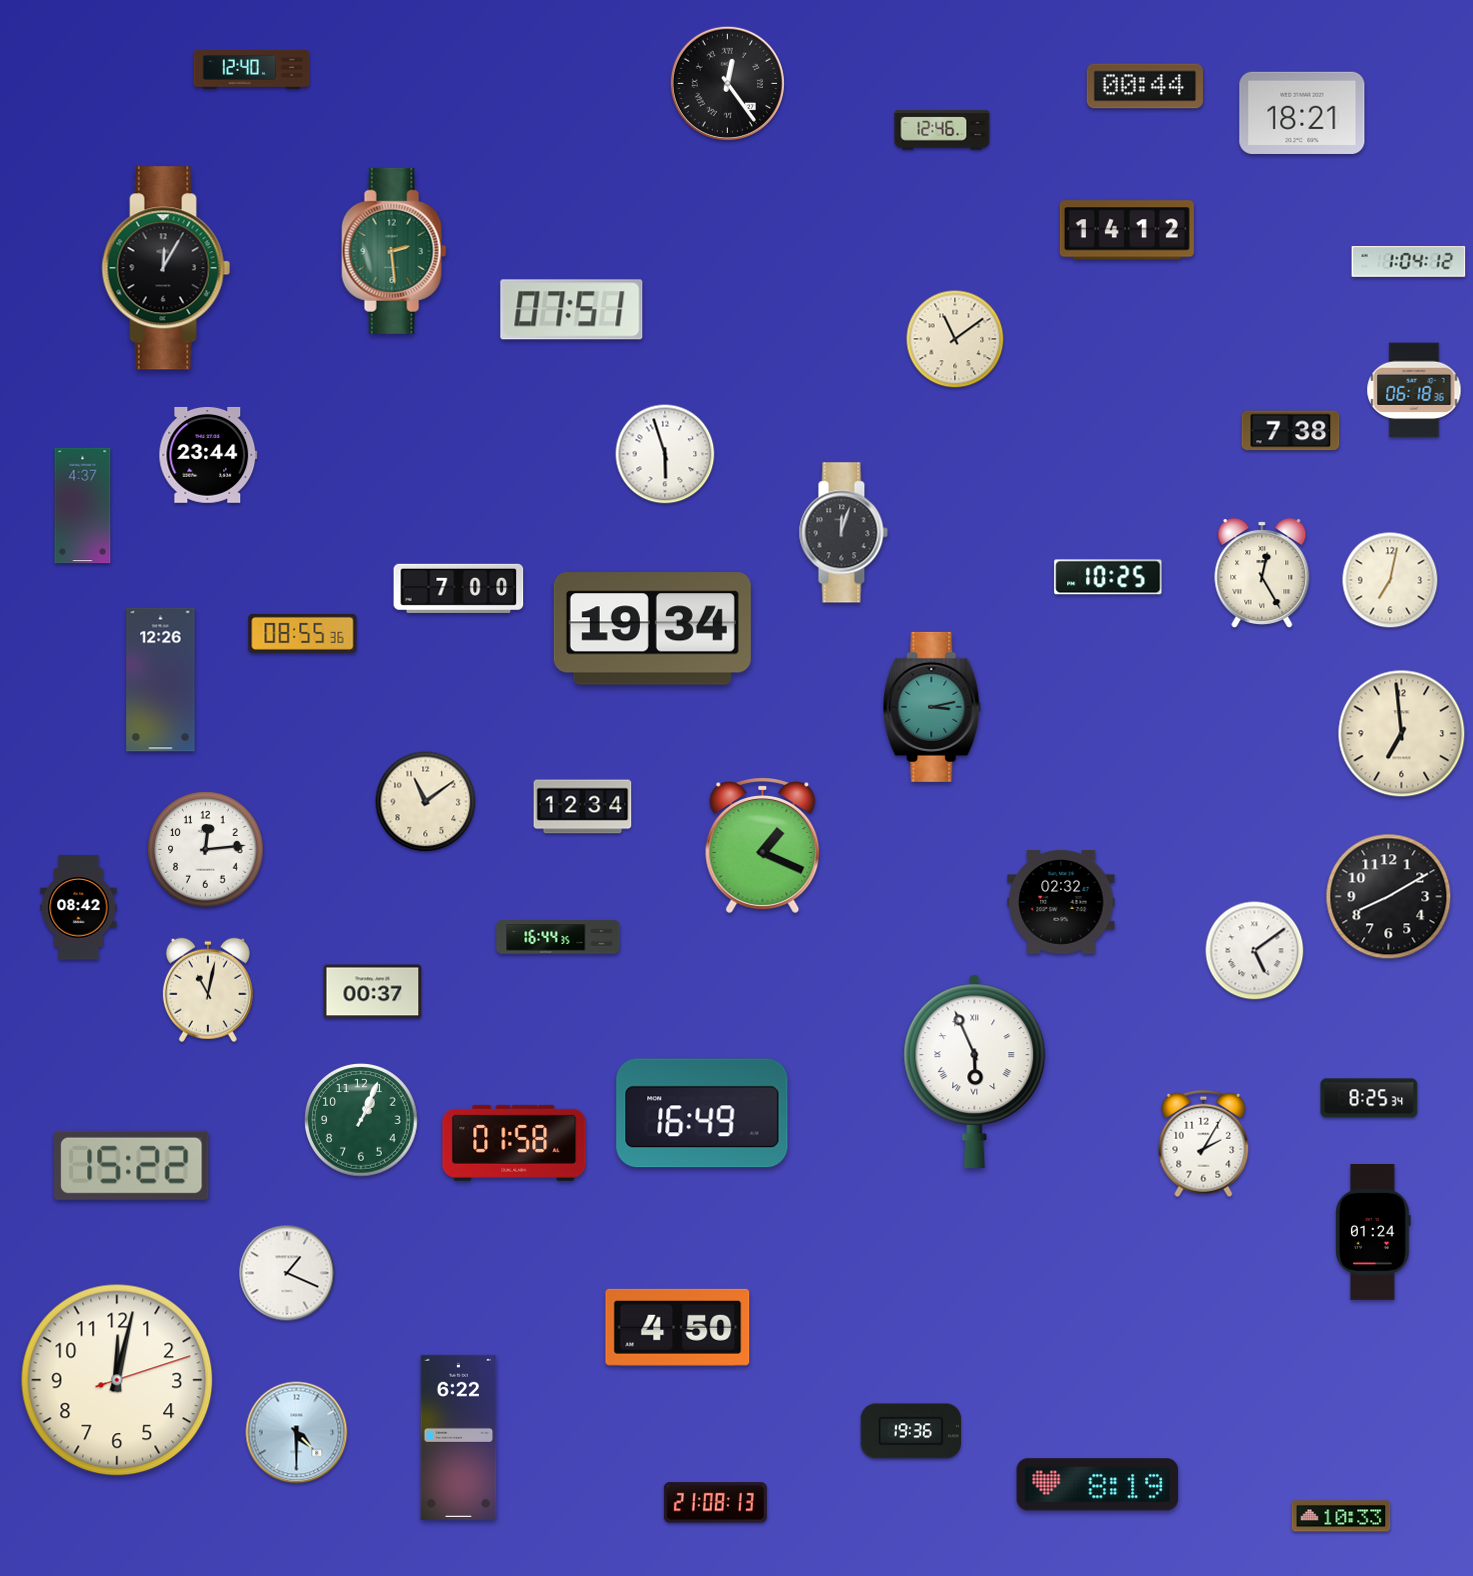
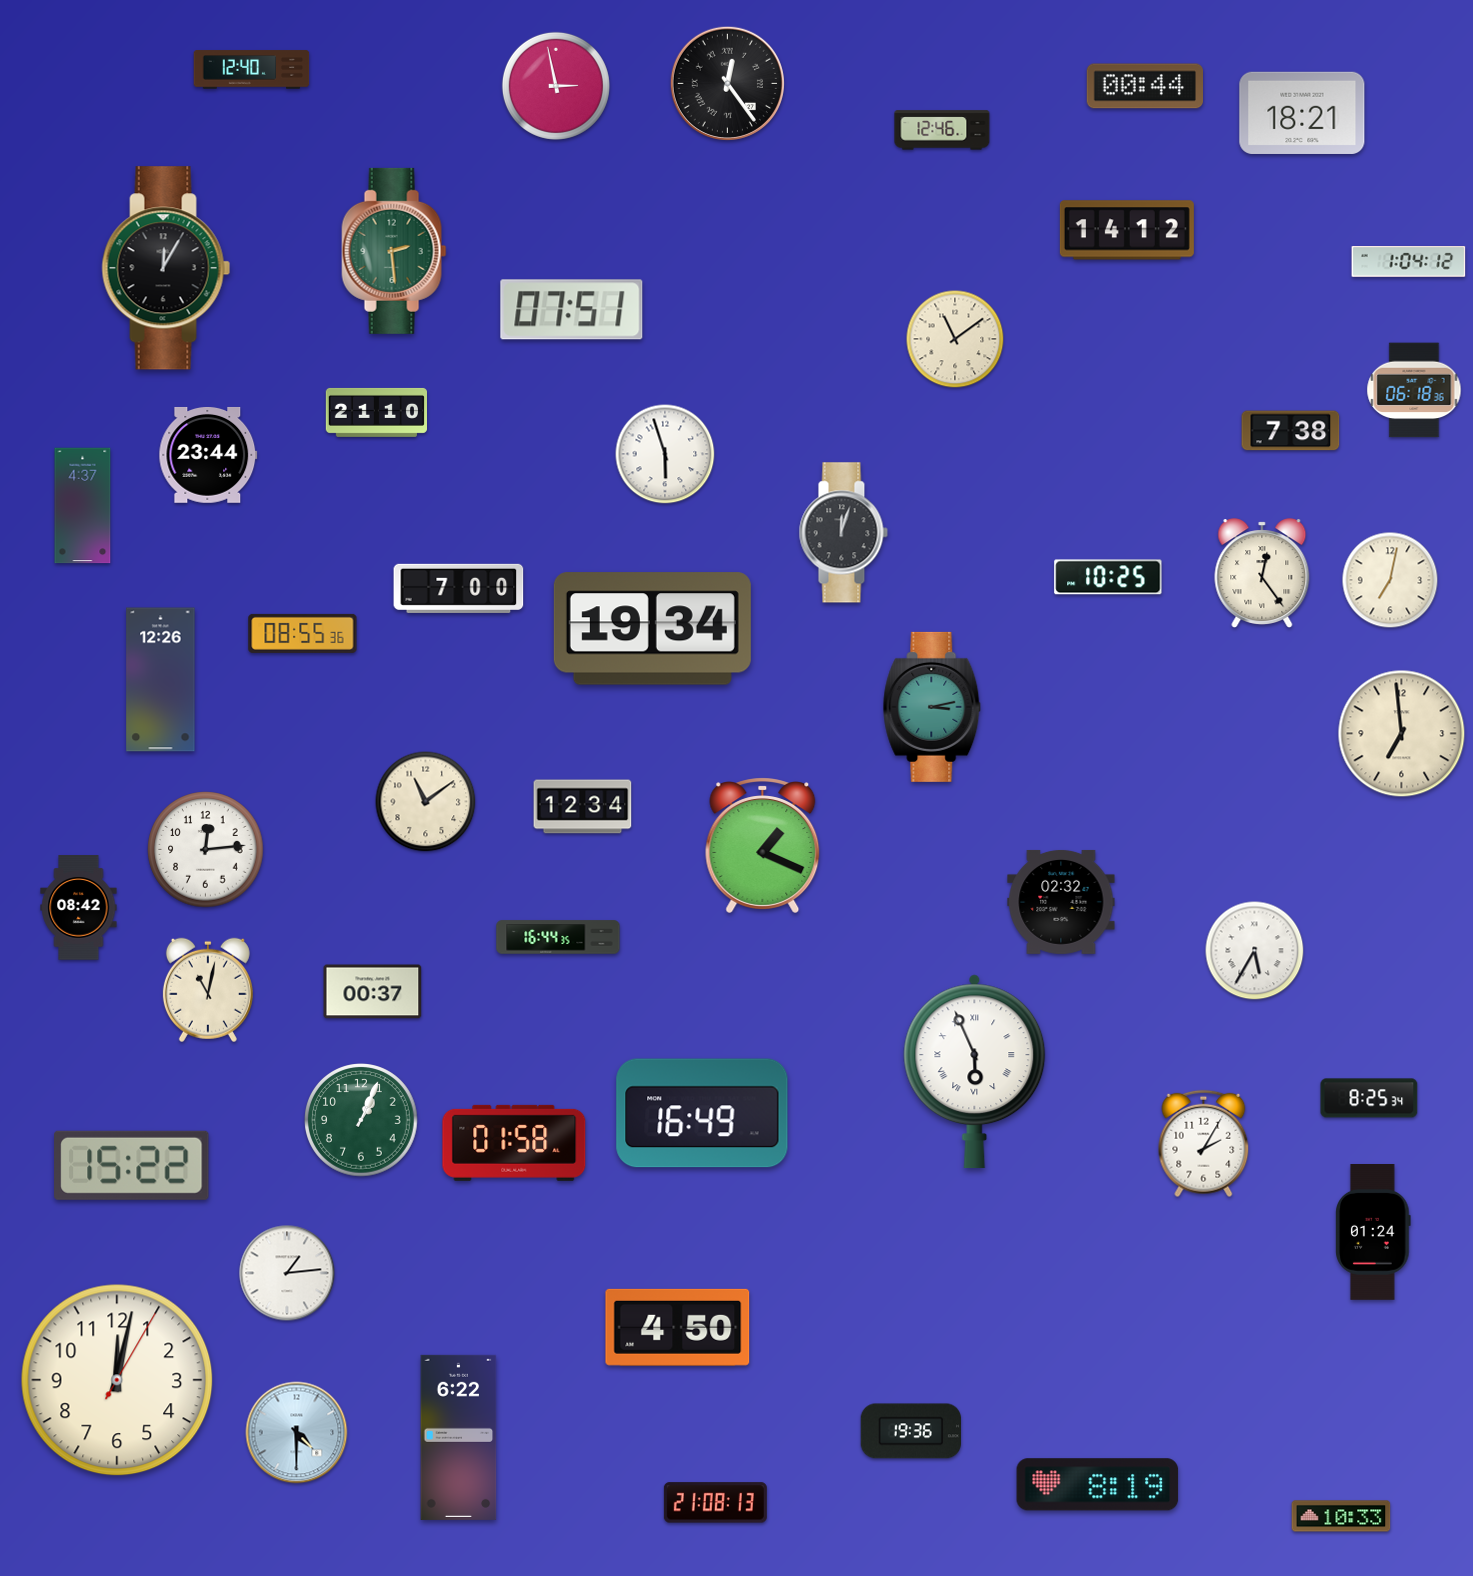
clock at (556, 86): none -> 2:58
clock at (376, 412): none -> 21:10
clock at (1262, 573): 12:25 -> 12:24
clock at (1389, 897): 8:10 -> none
clock at (1255, 951): 5:09 -> 5:35
clock at (287, 1273): 1:19 -> 1:14
clock at (117, 1380): 12:02:12 -> 12:02:05
